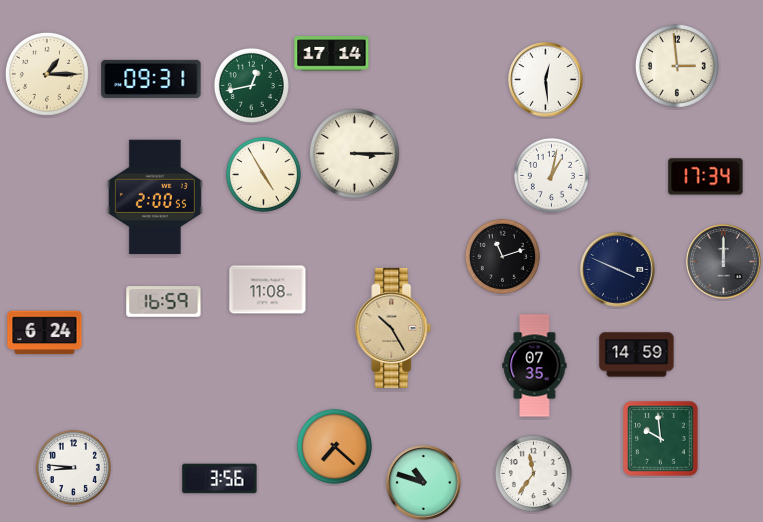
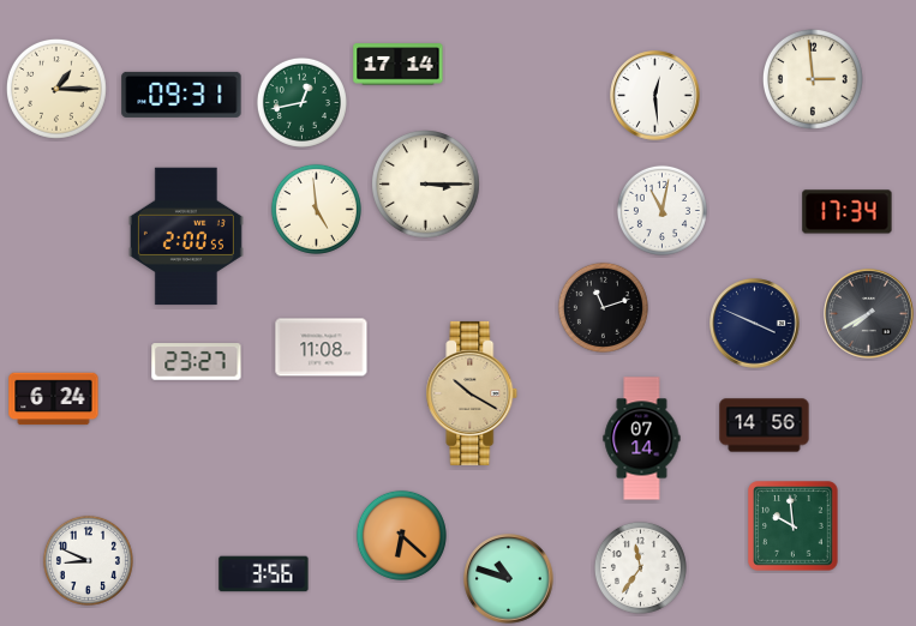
clock at (263, 174): 4:55 -> 4:59
clock at (551, 175): 1:02 -> 11:02
clock at (724, 262): 12:00 -> 7:40
clock at (618, 270) position: (618, 270) -> (755, 324)
clock at (164, 302): 16:59 -> 23:27
clock at (393, 328): 10:25 -> 10:20
clock at (637, 355): 14:59 -> 14:56
clock at (535, 366): 07:35 -> 07:14
clock at (334, 446): 7:22 -> 6:22
clock at (73, 467): 8:46 -> 8:49
